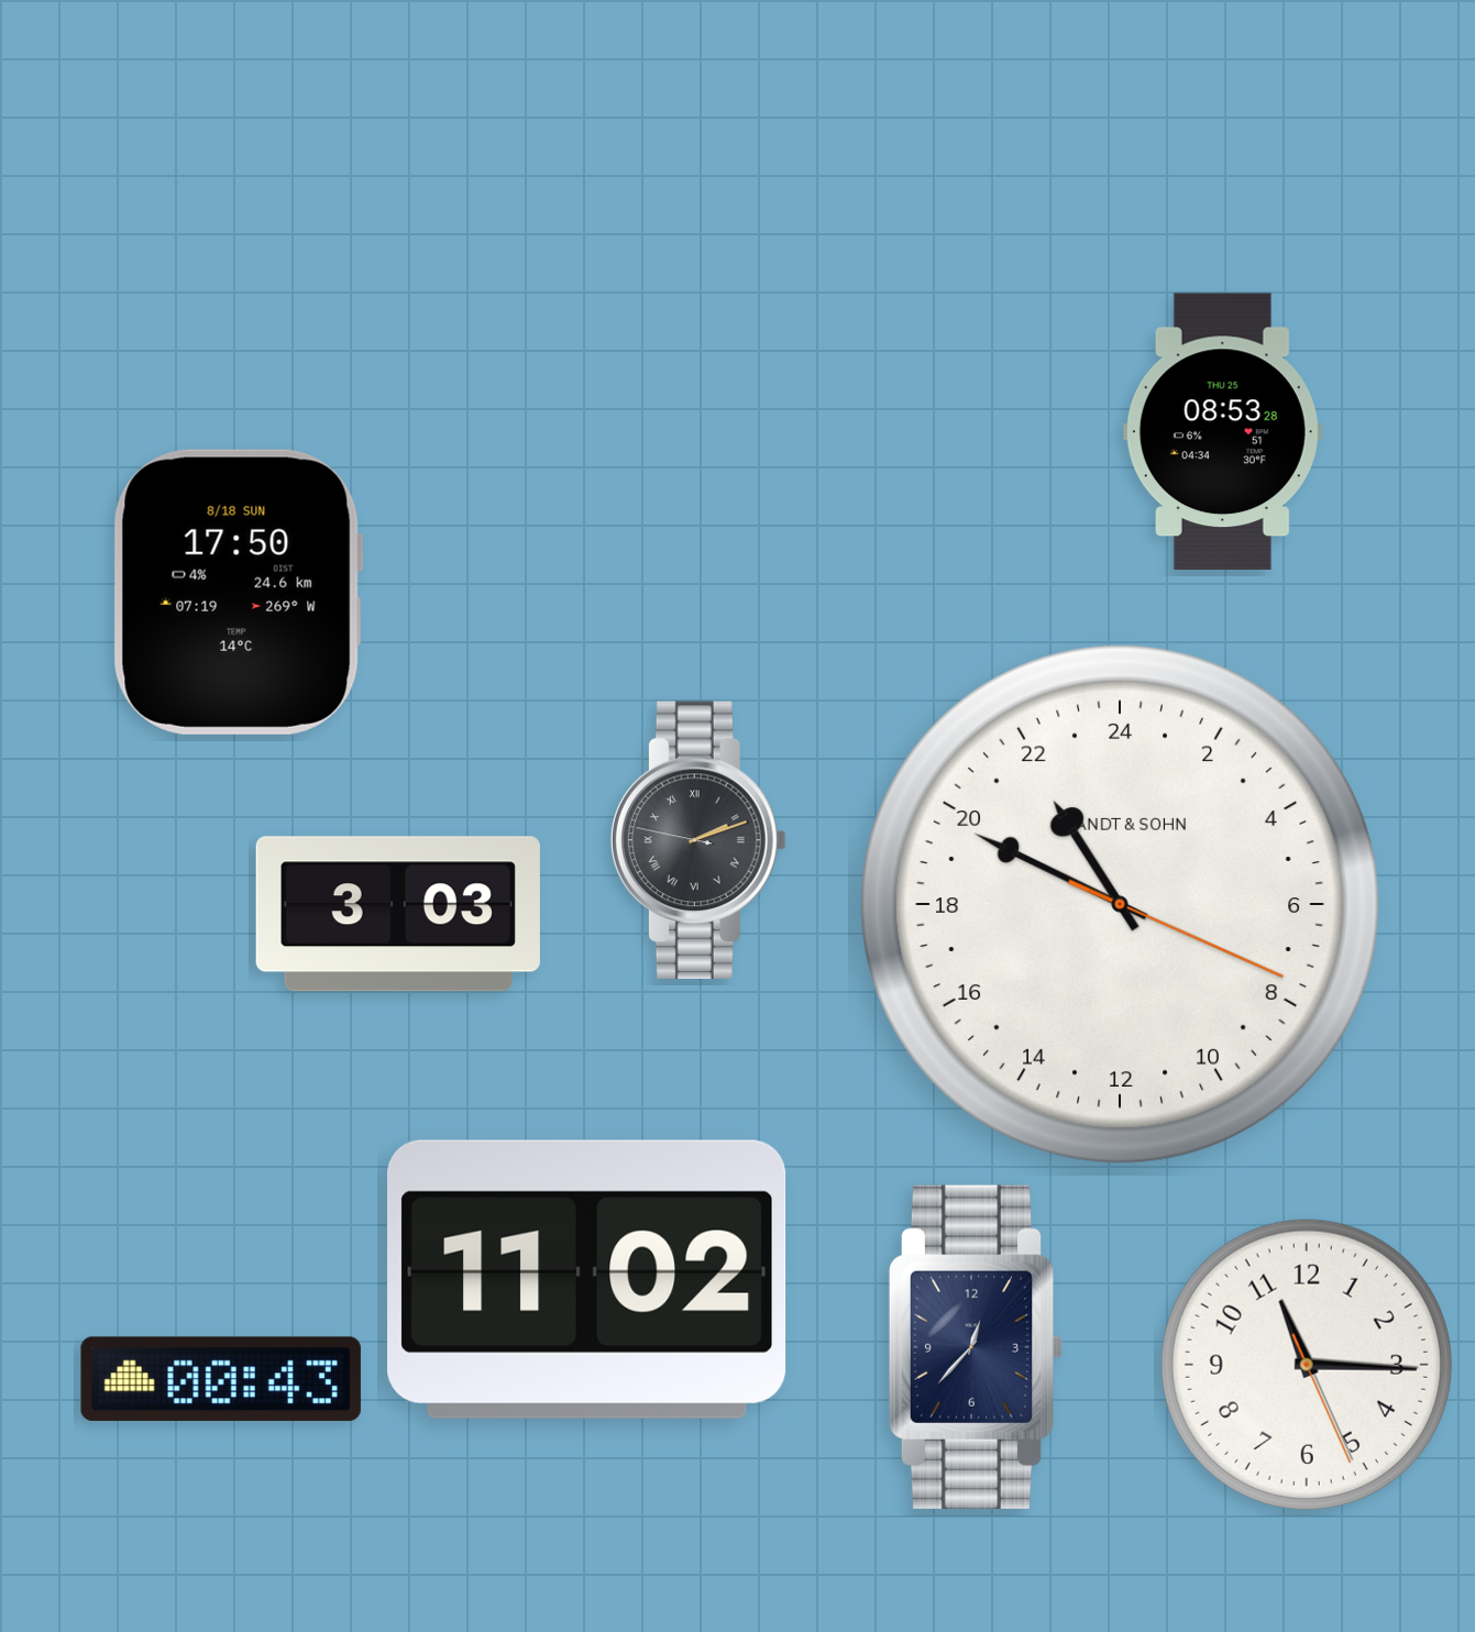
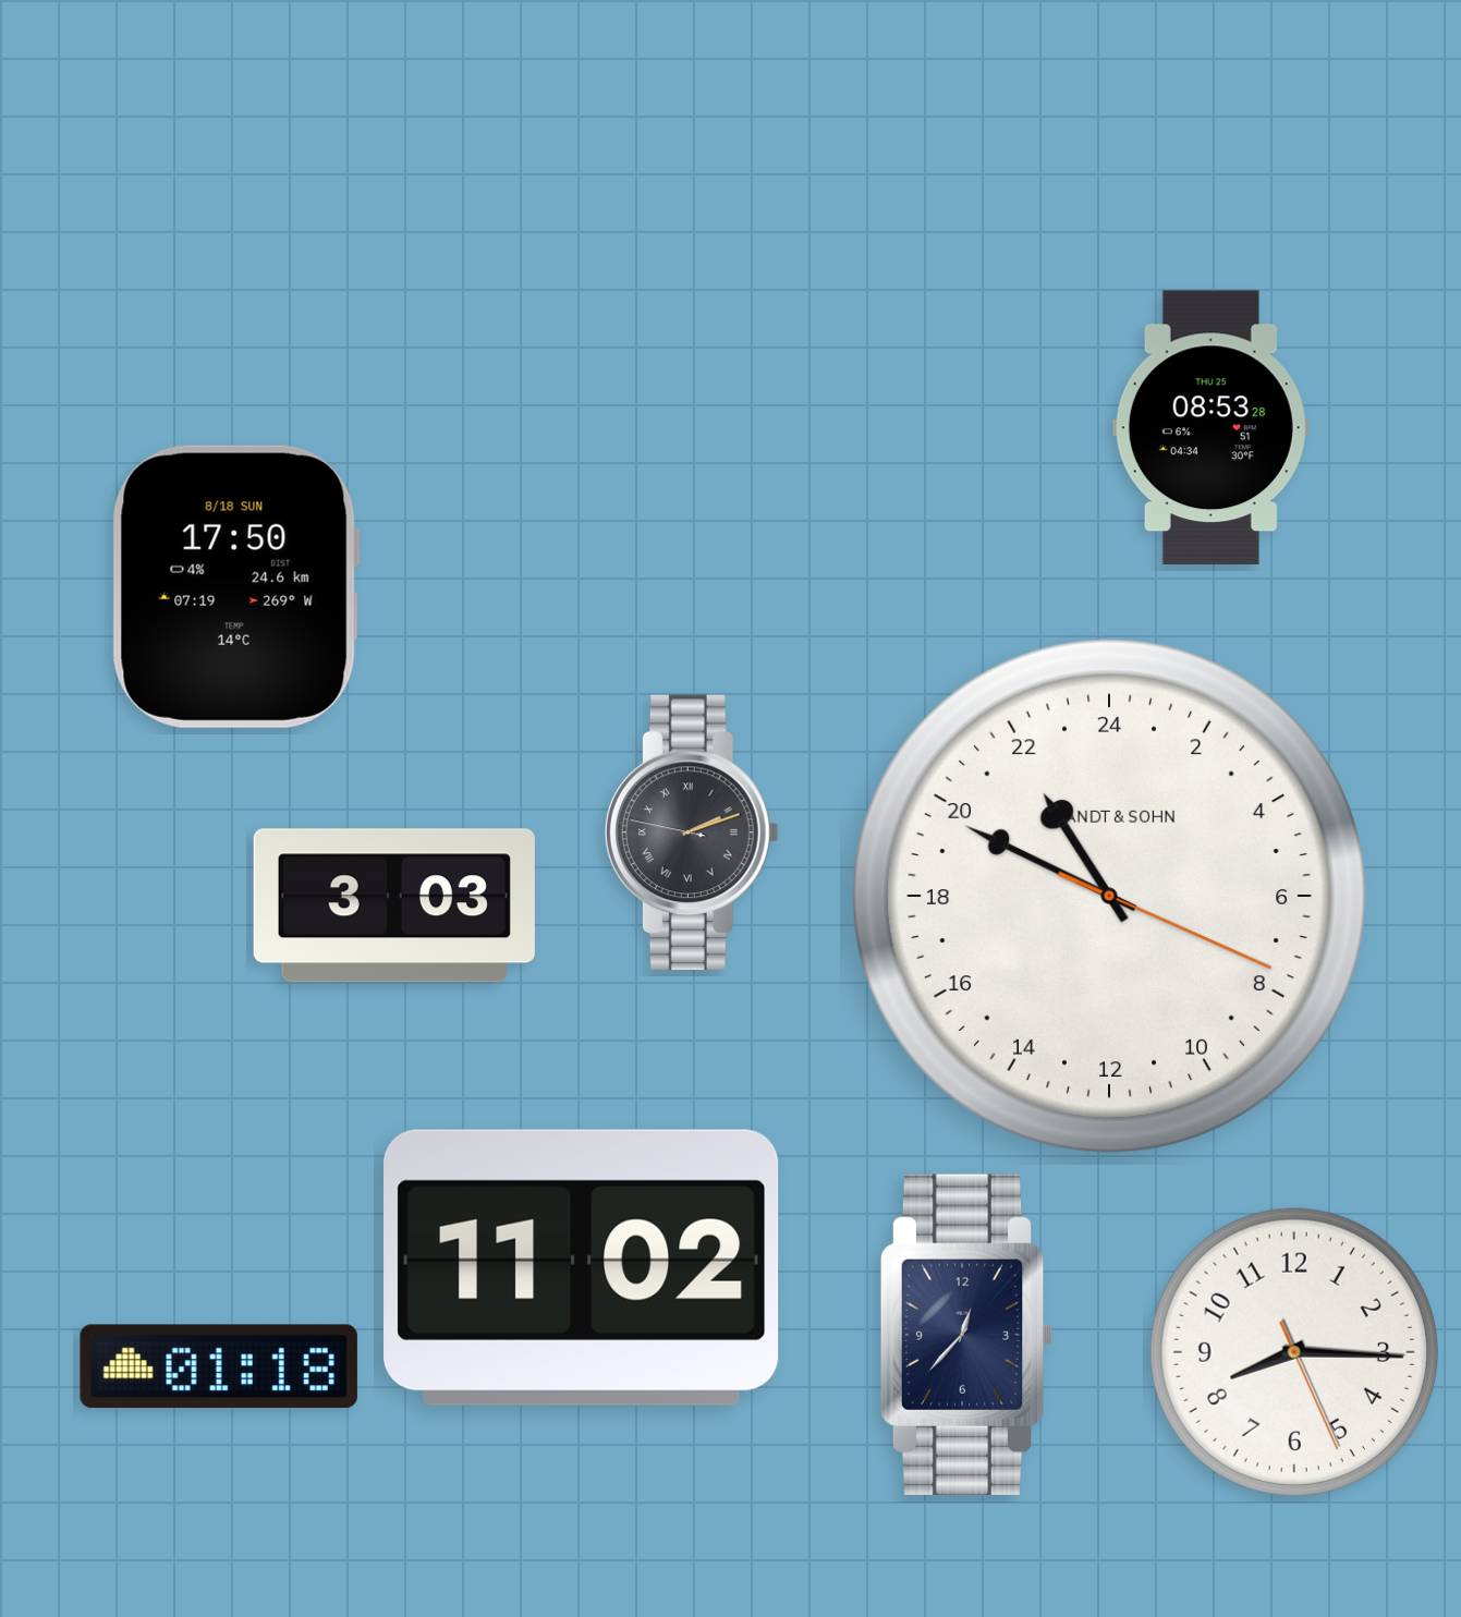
clock at (1307, 1365): 11:15 -> 8:15
clock at (221, 1379): 00:43 -> 01:18
